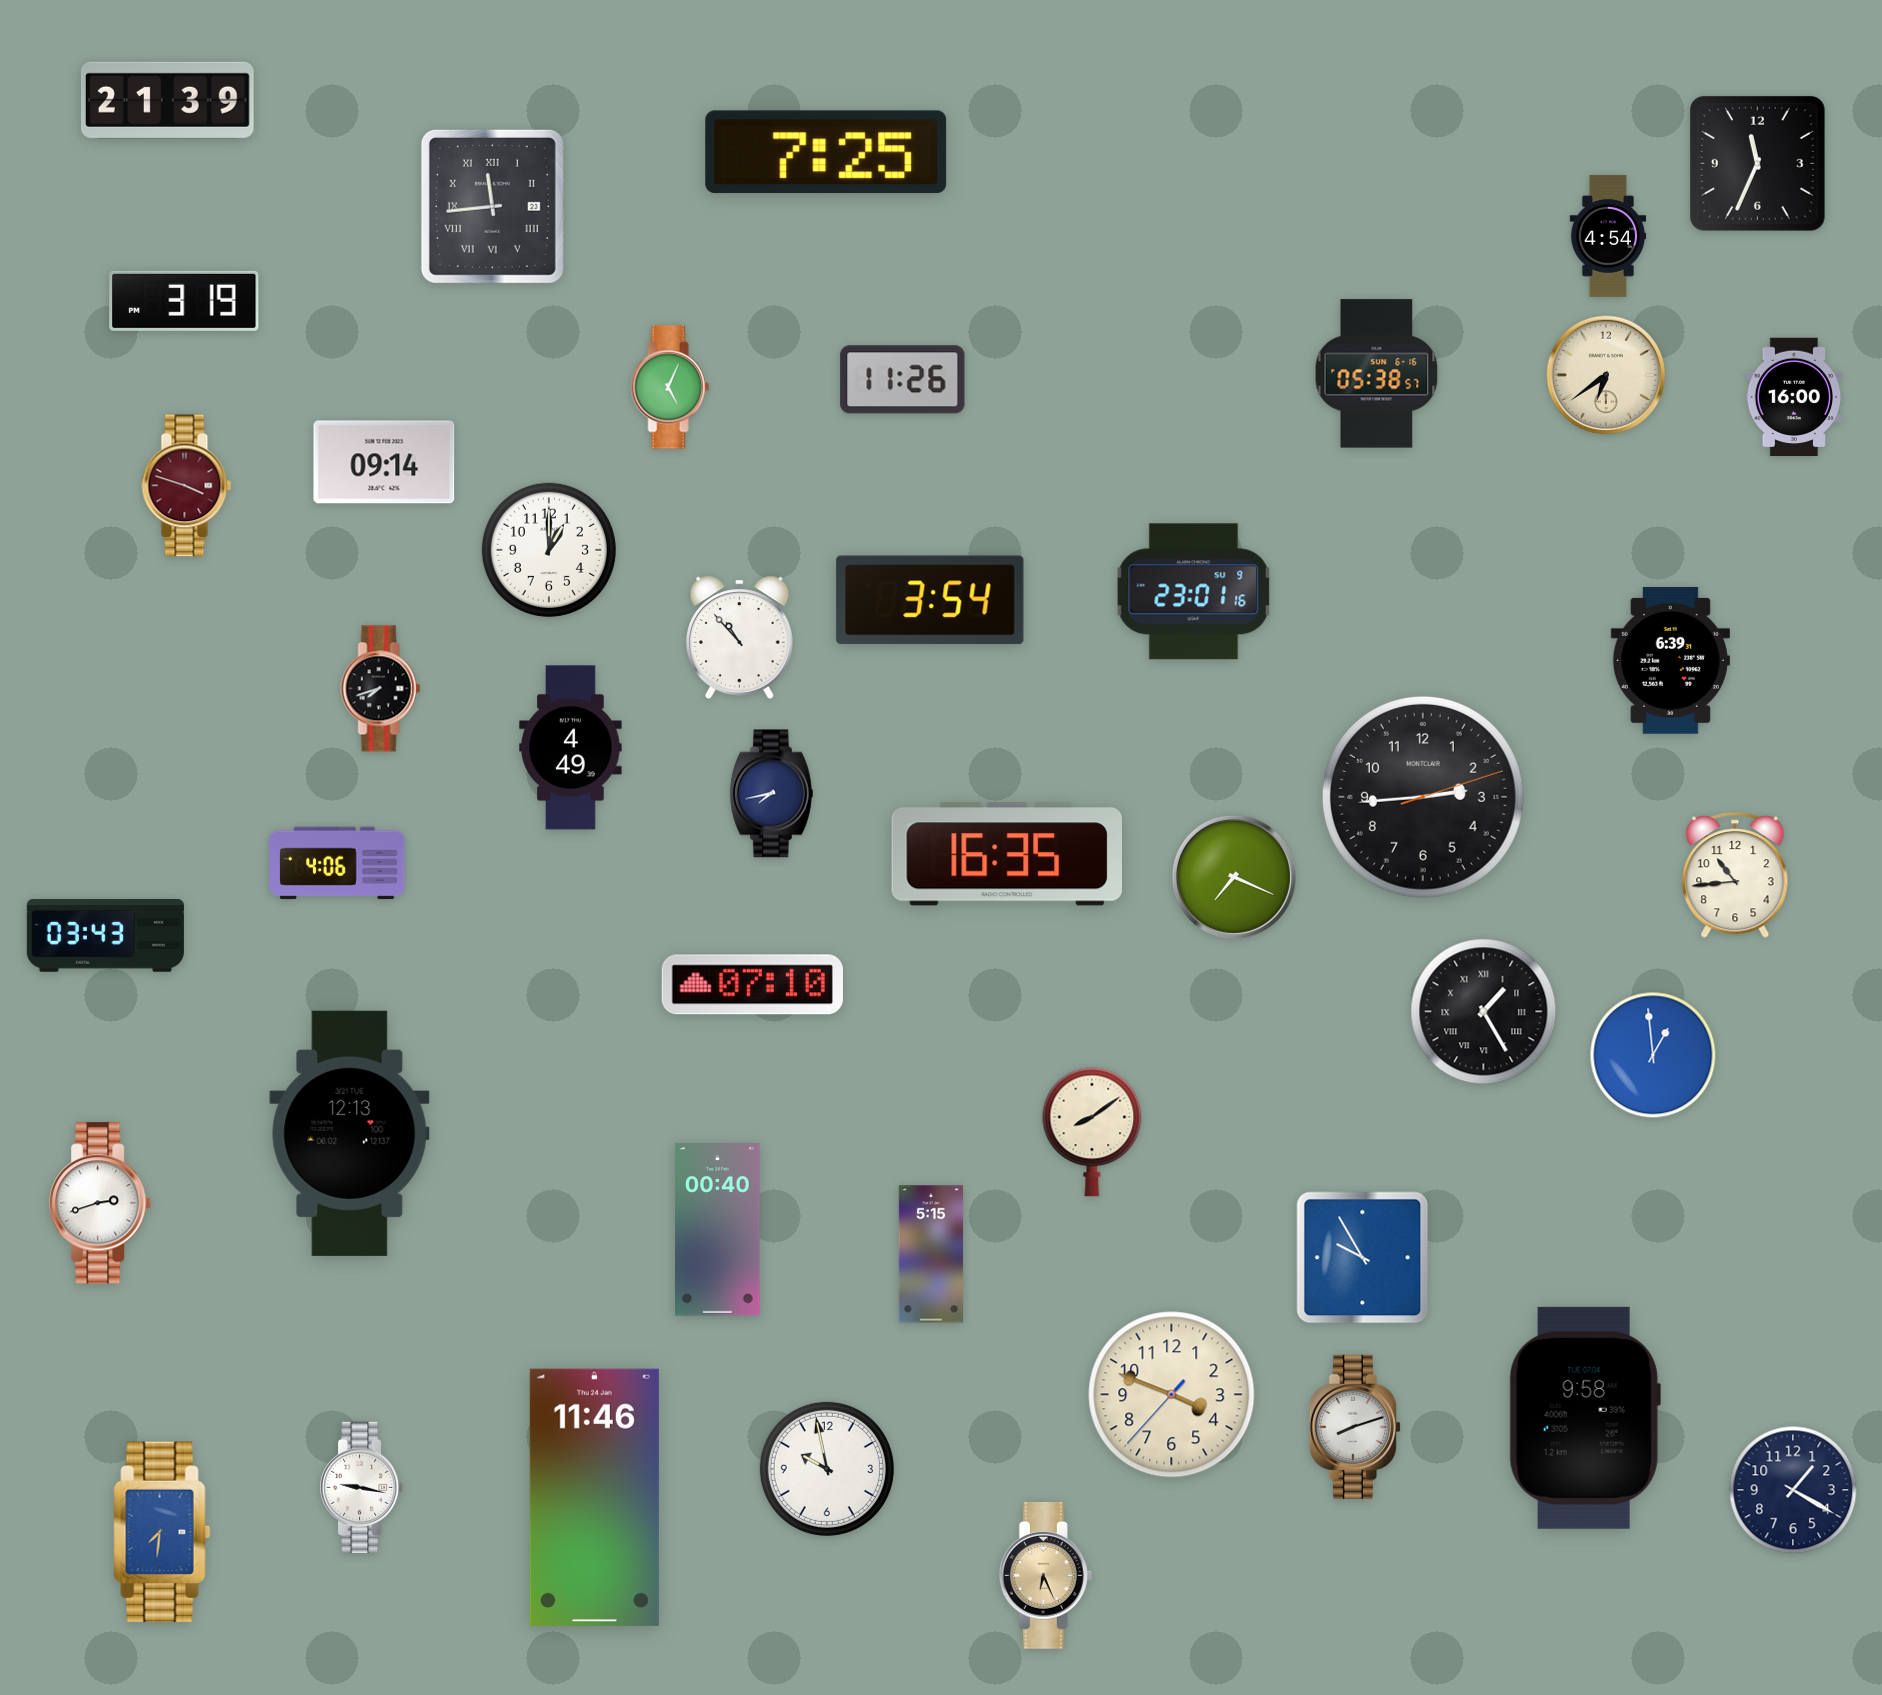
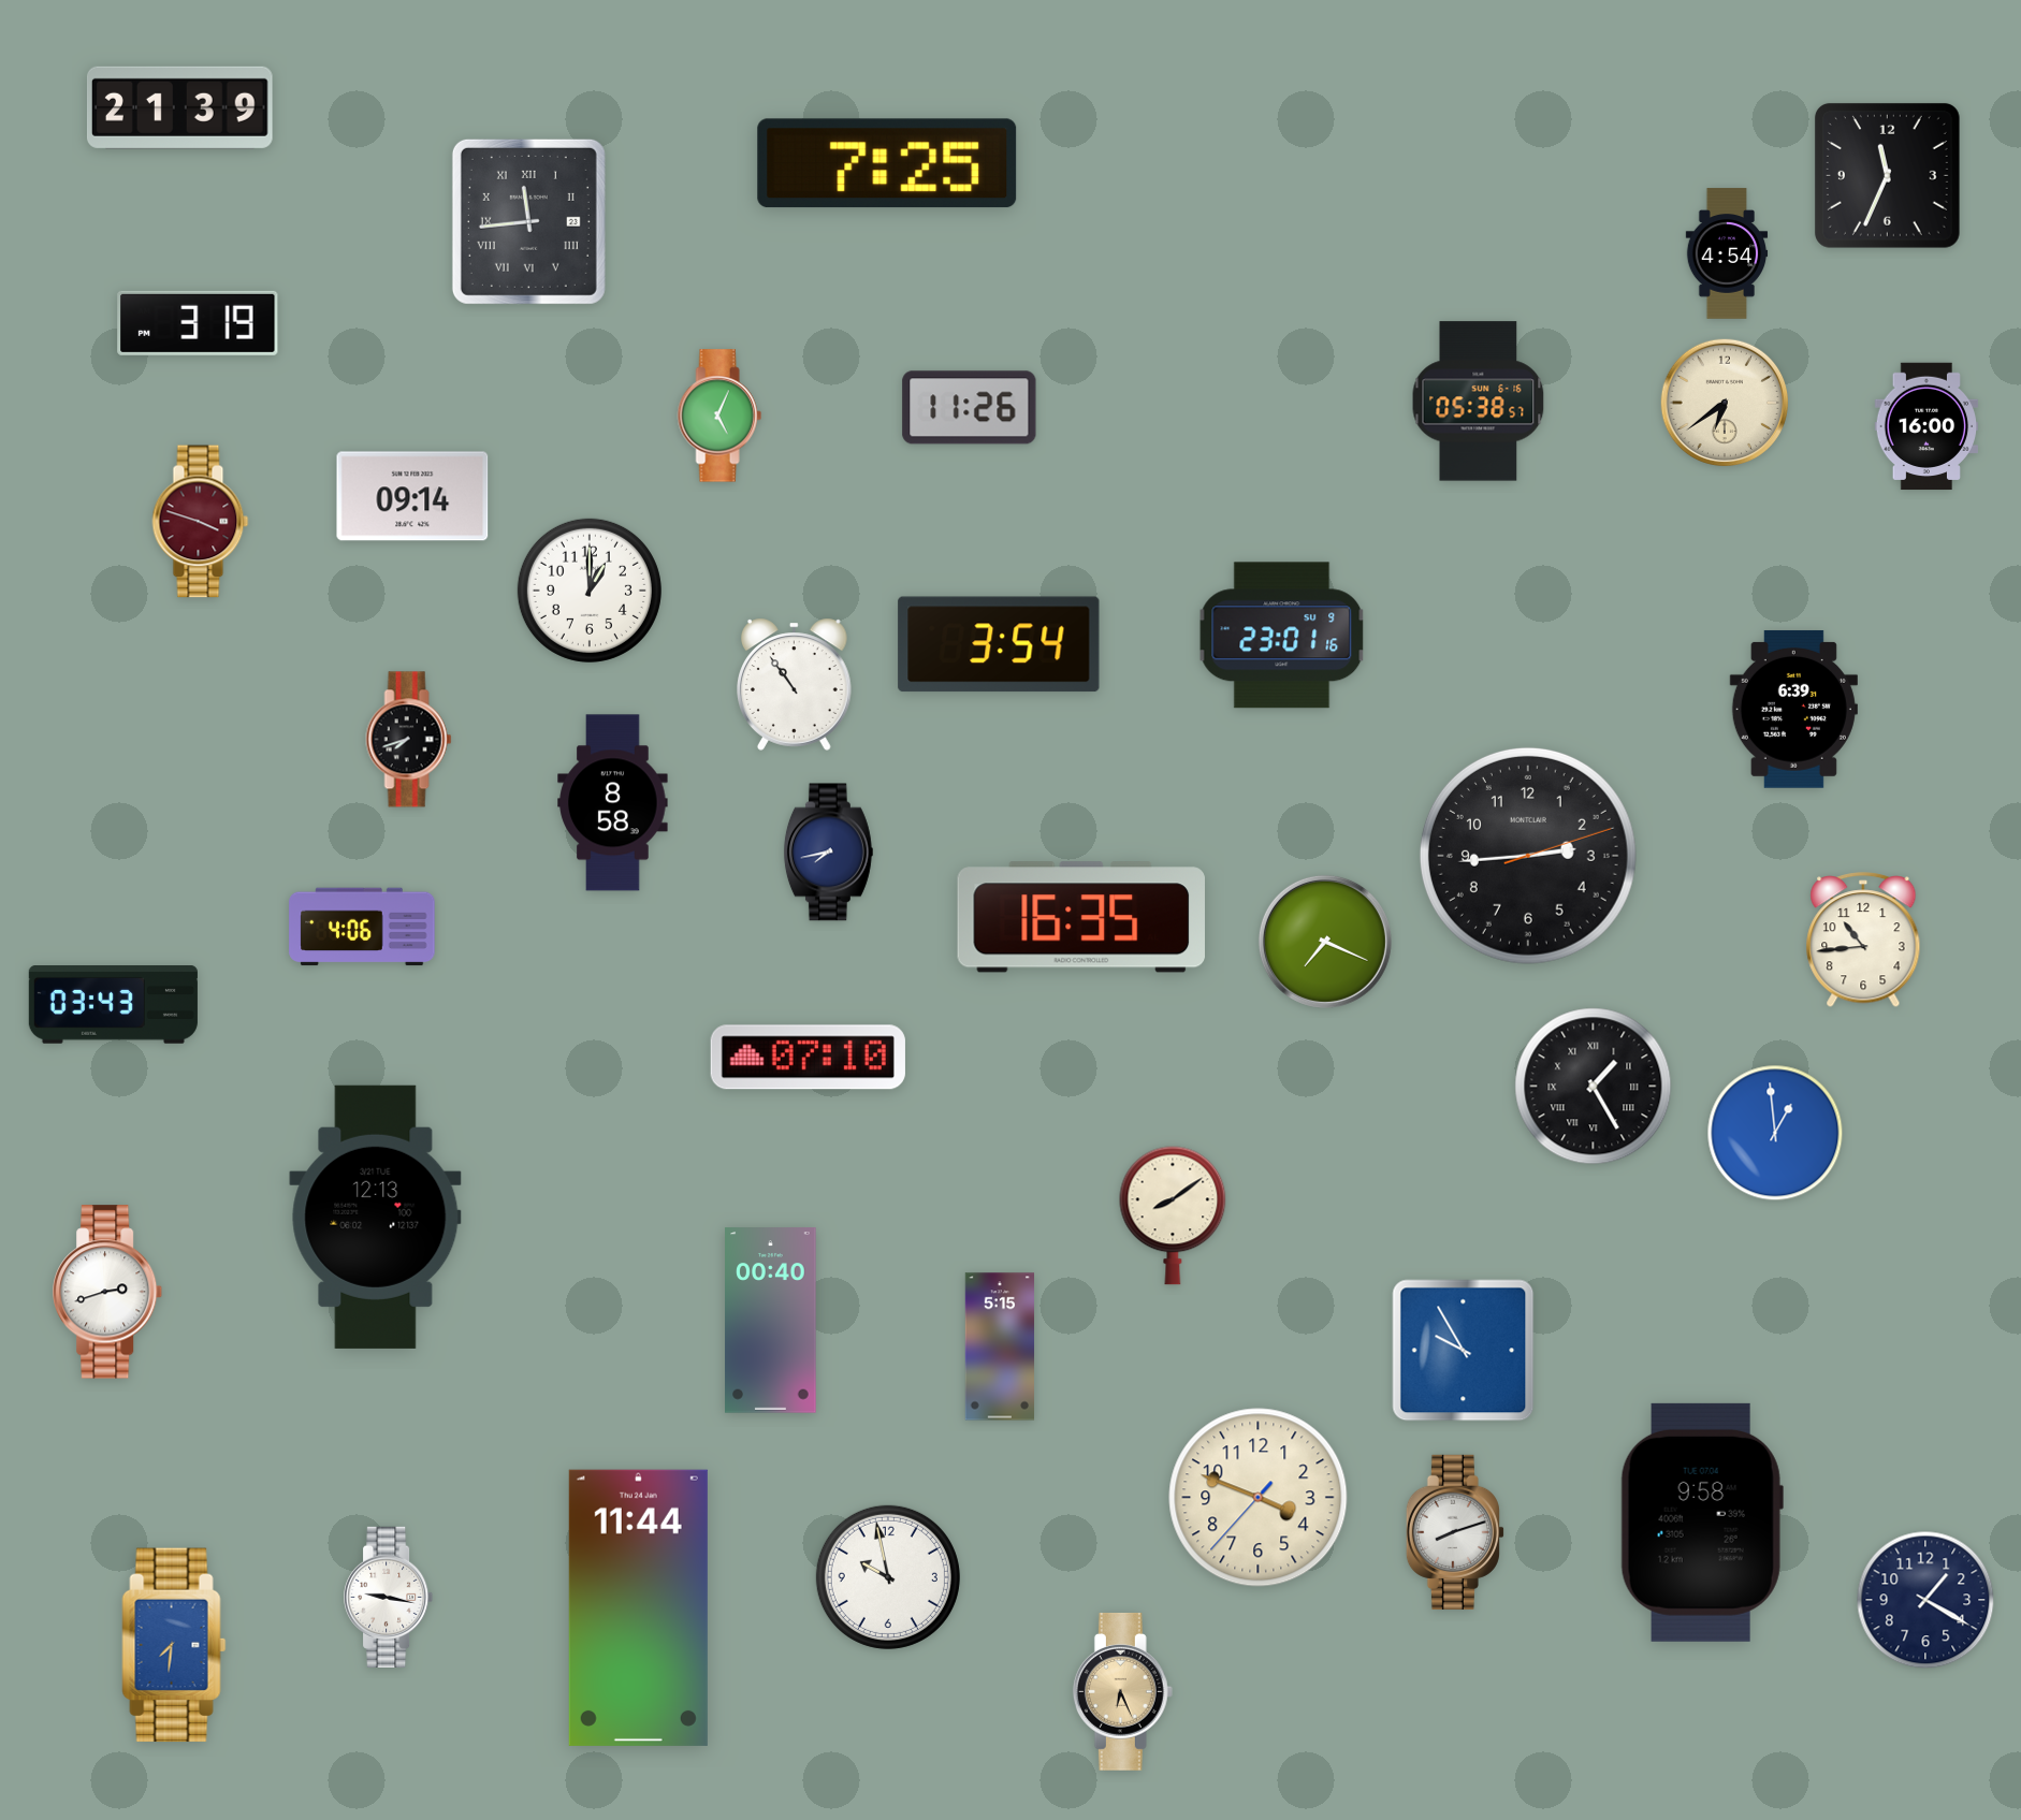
clock at (740, 637): 10:53 -> 10:54
clock at (571, 748): 4:49 -> 8:58
clock at (594, 1497): 11:46 -> 11:44
